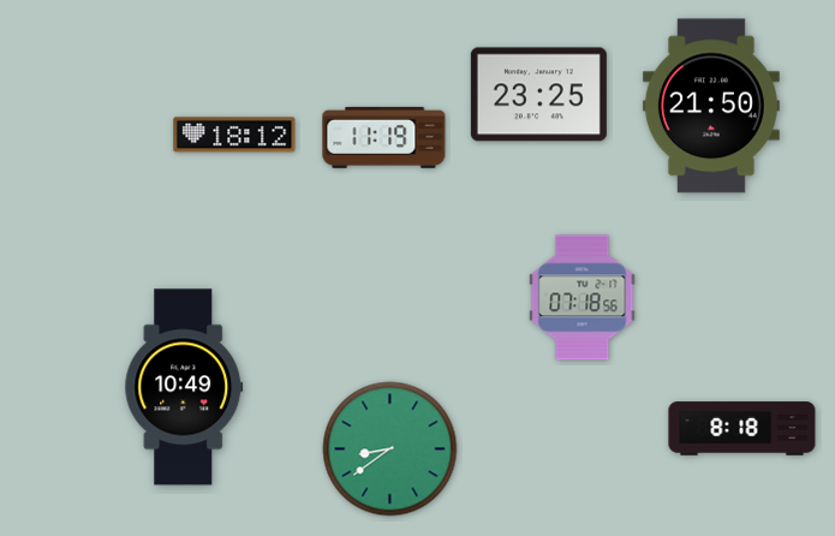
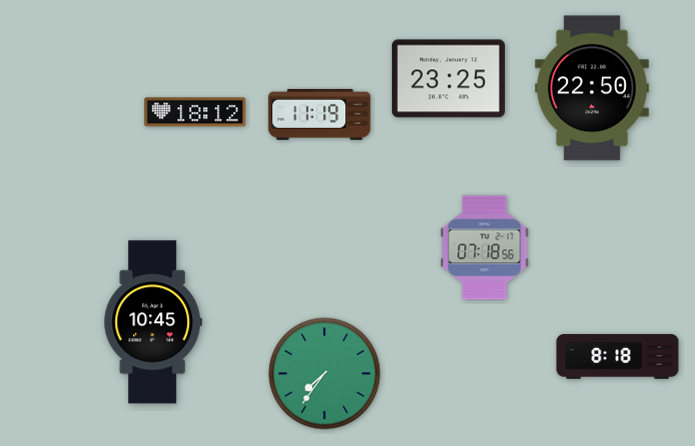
clock at (711, 106): 21:50 -> 22:50
clock at (184, 387): 10:49 -> 10:45
clock at (390, 449): 8:39 -> 7:36
